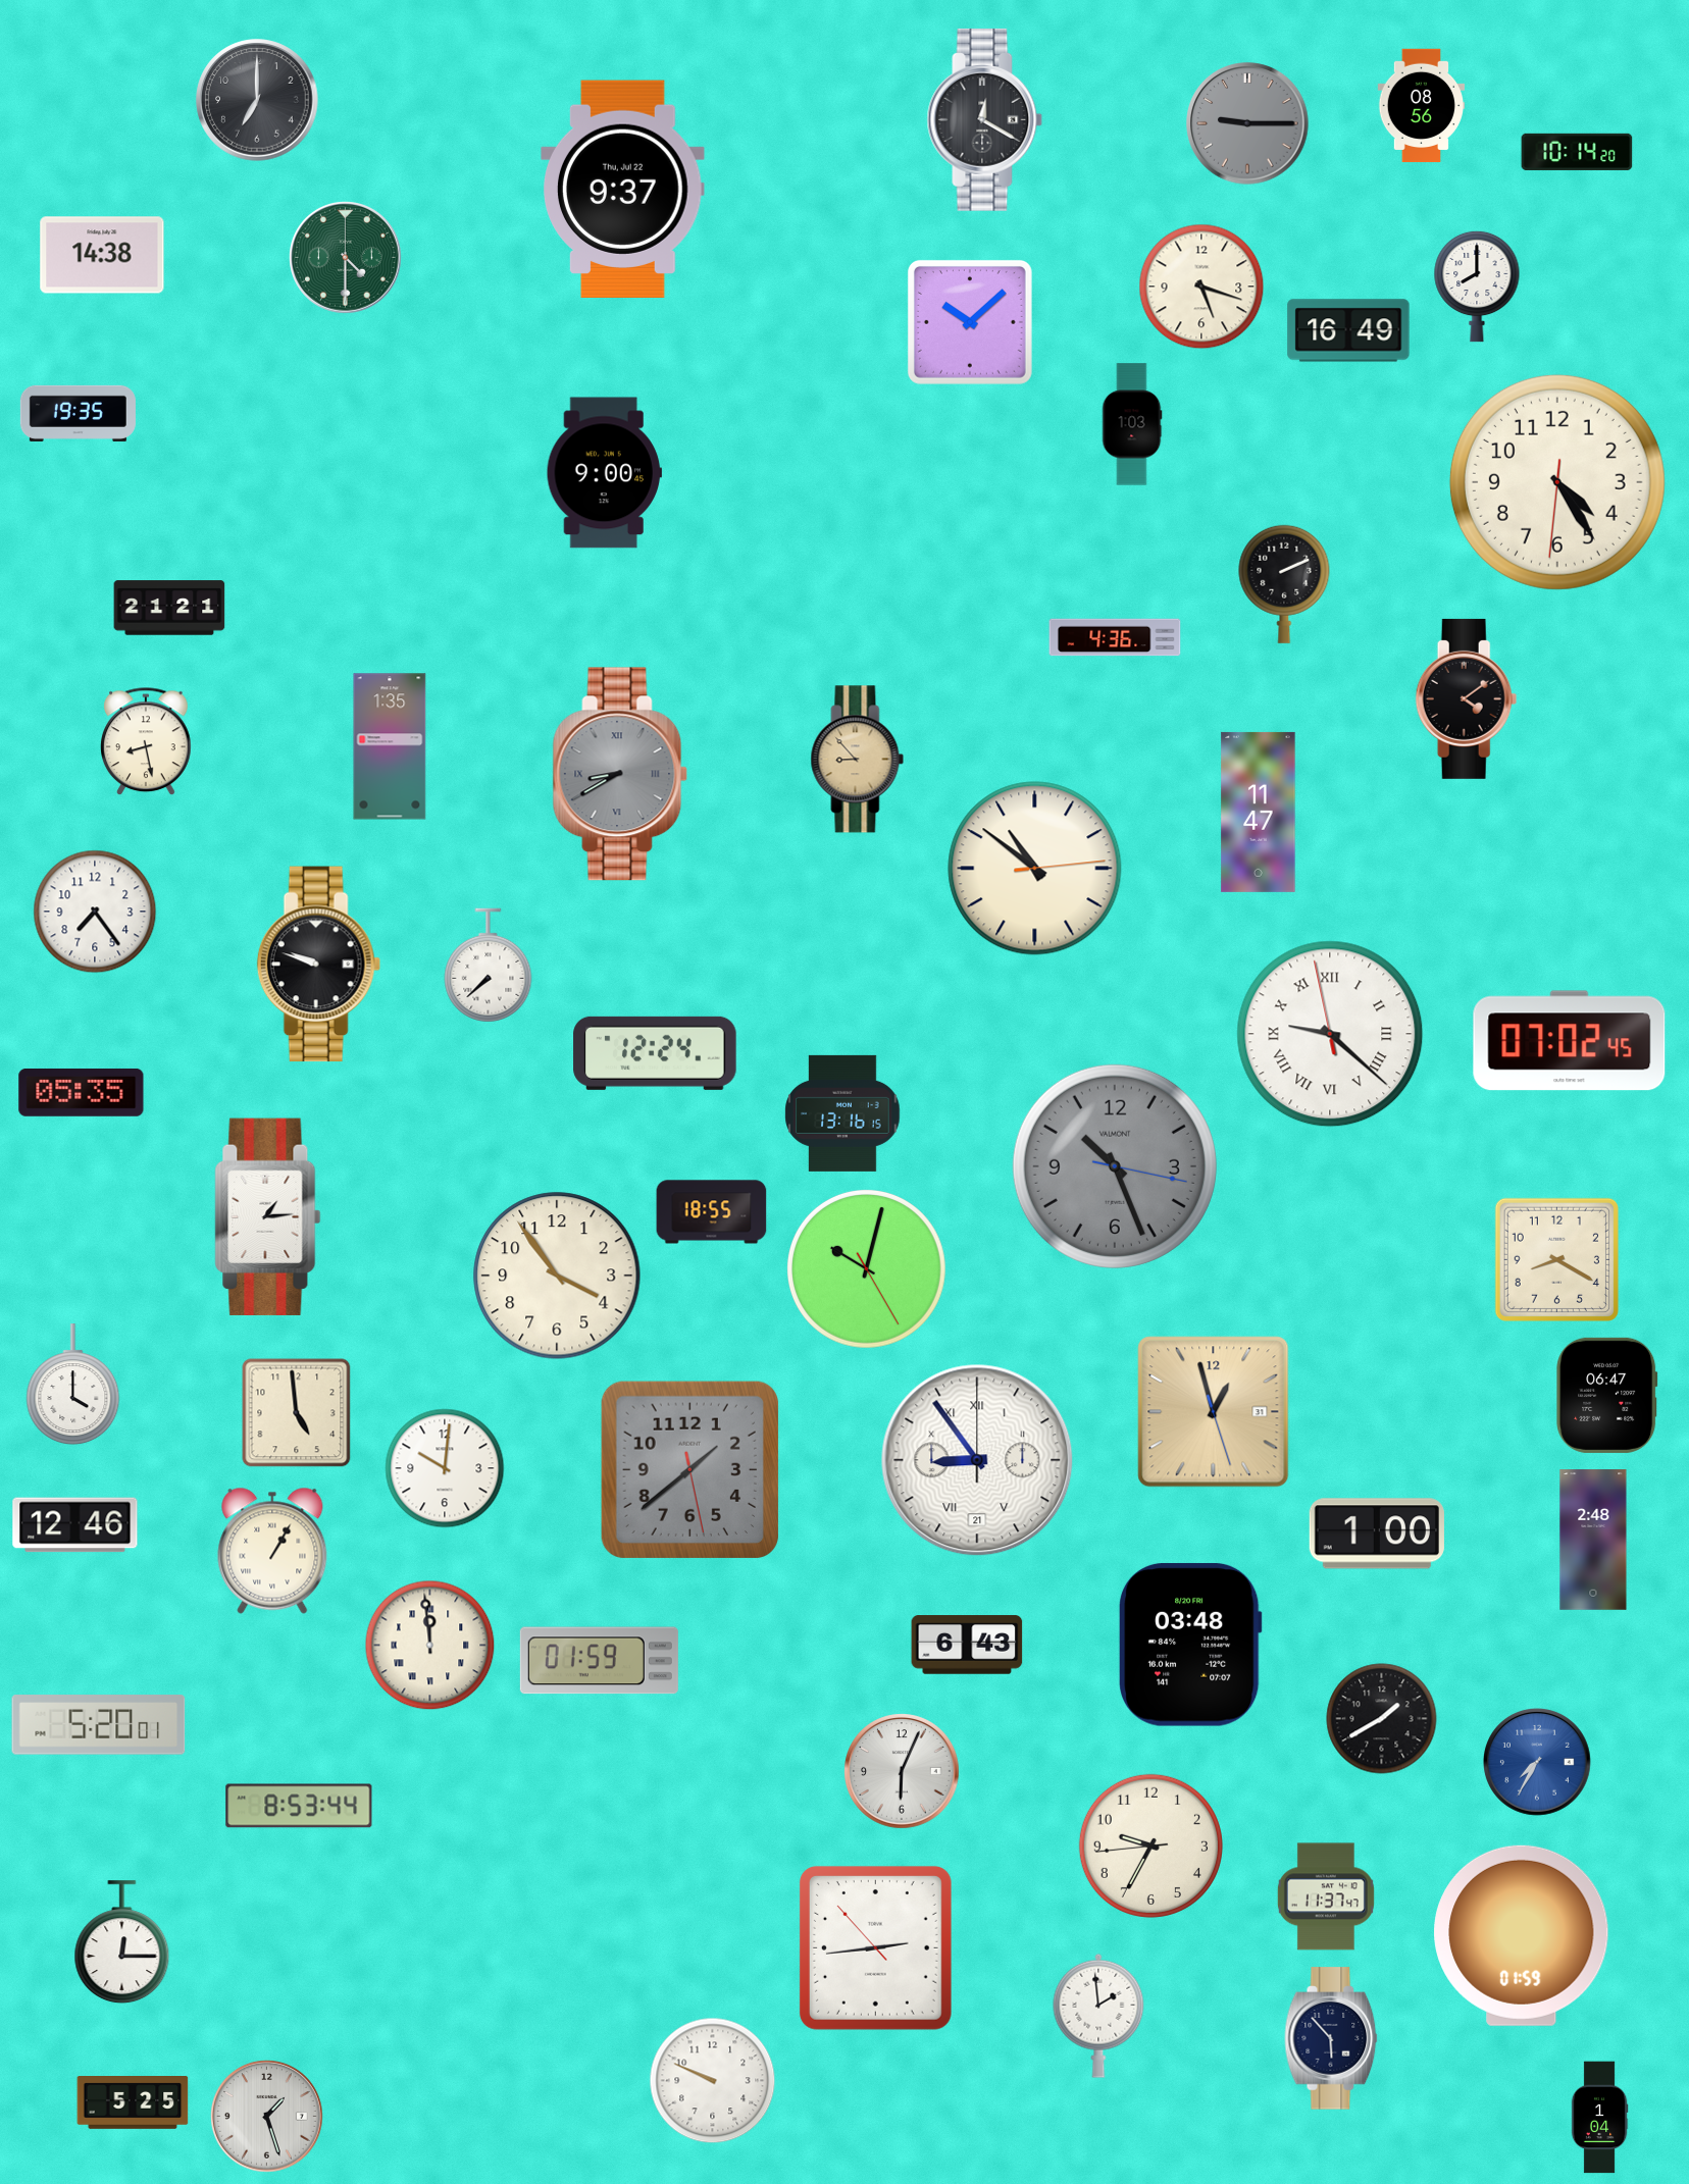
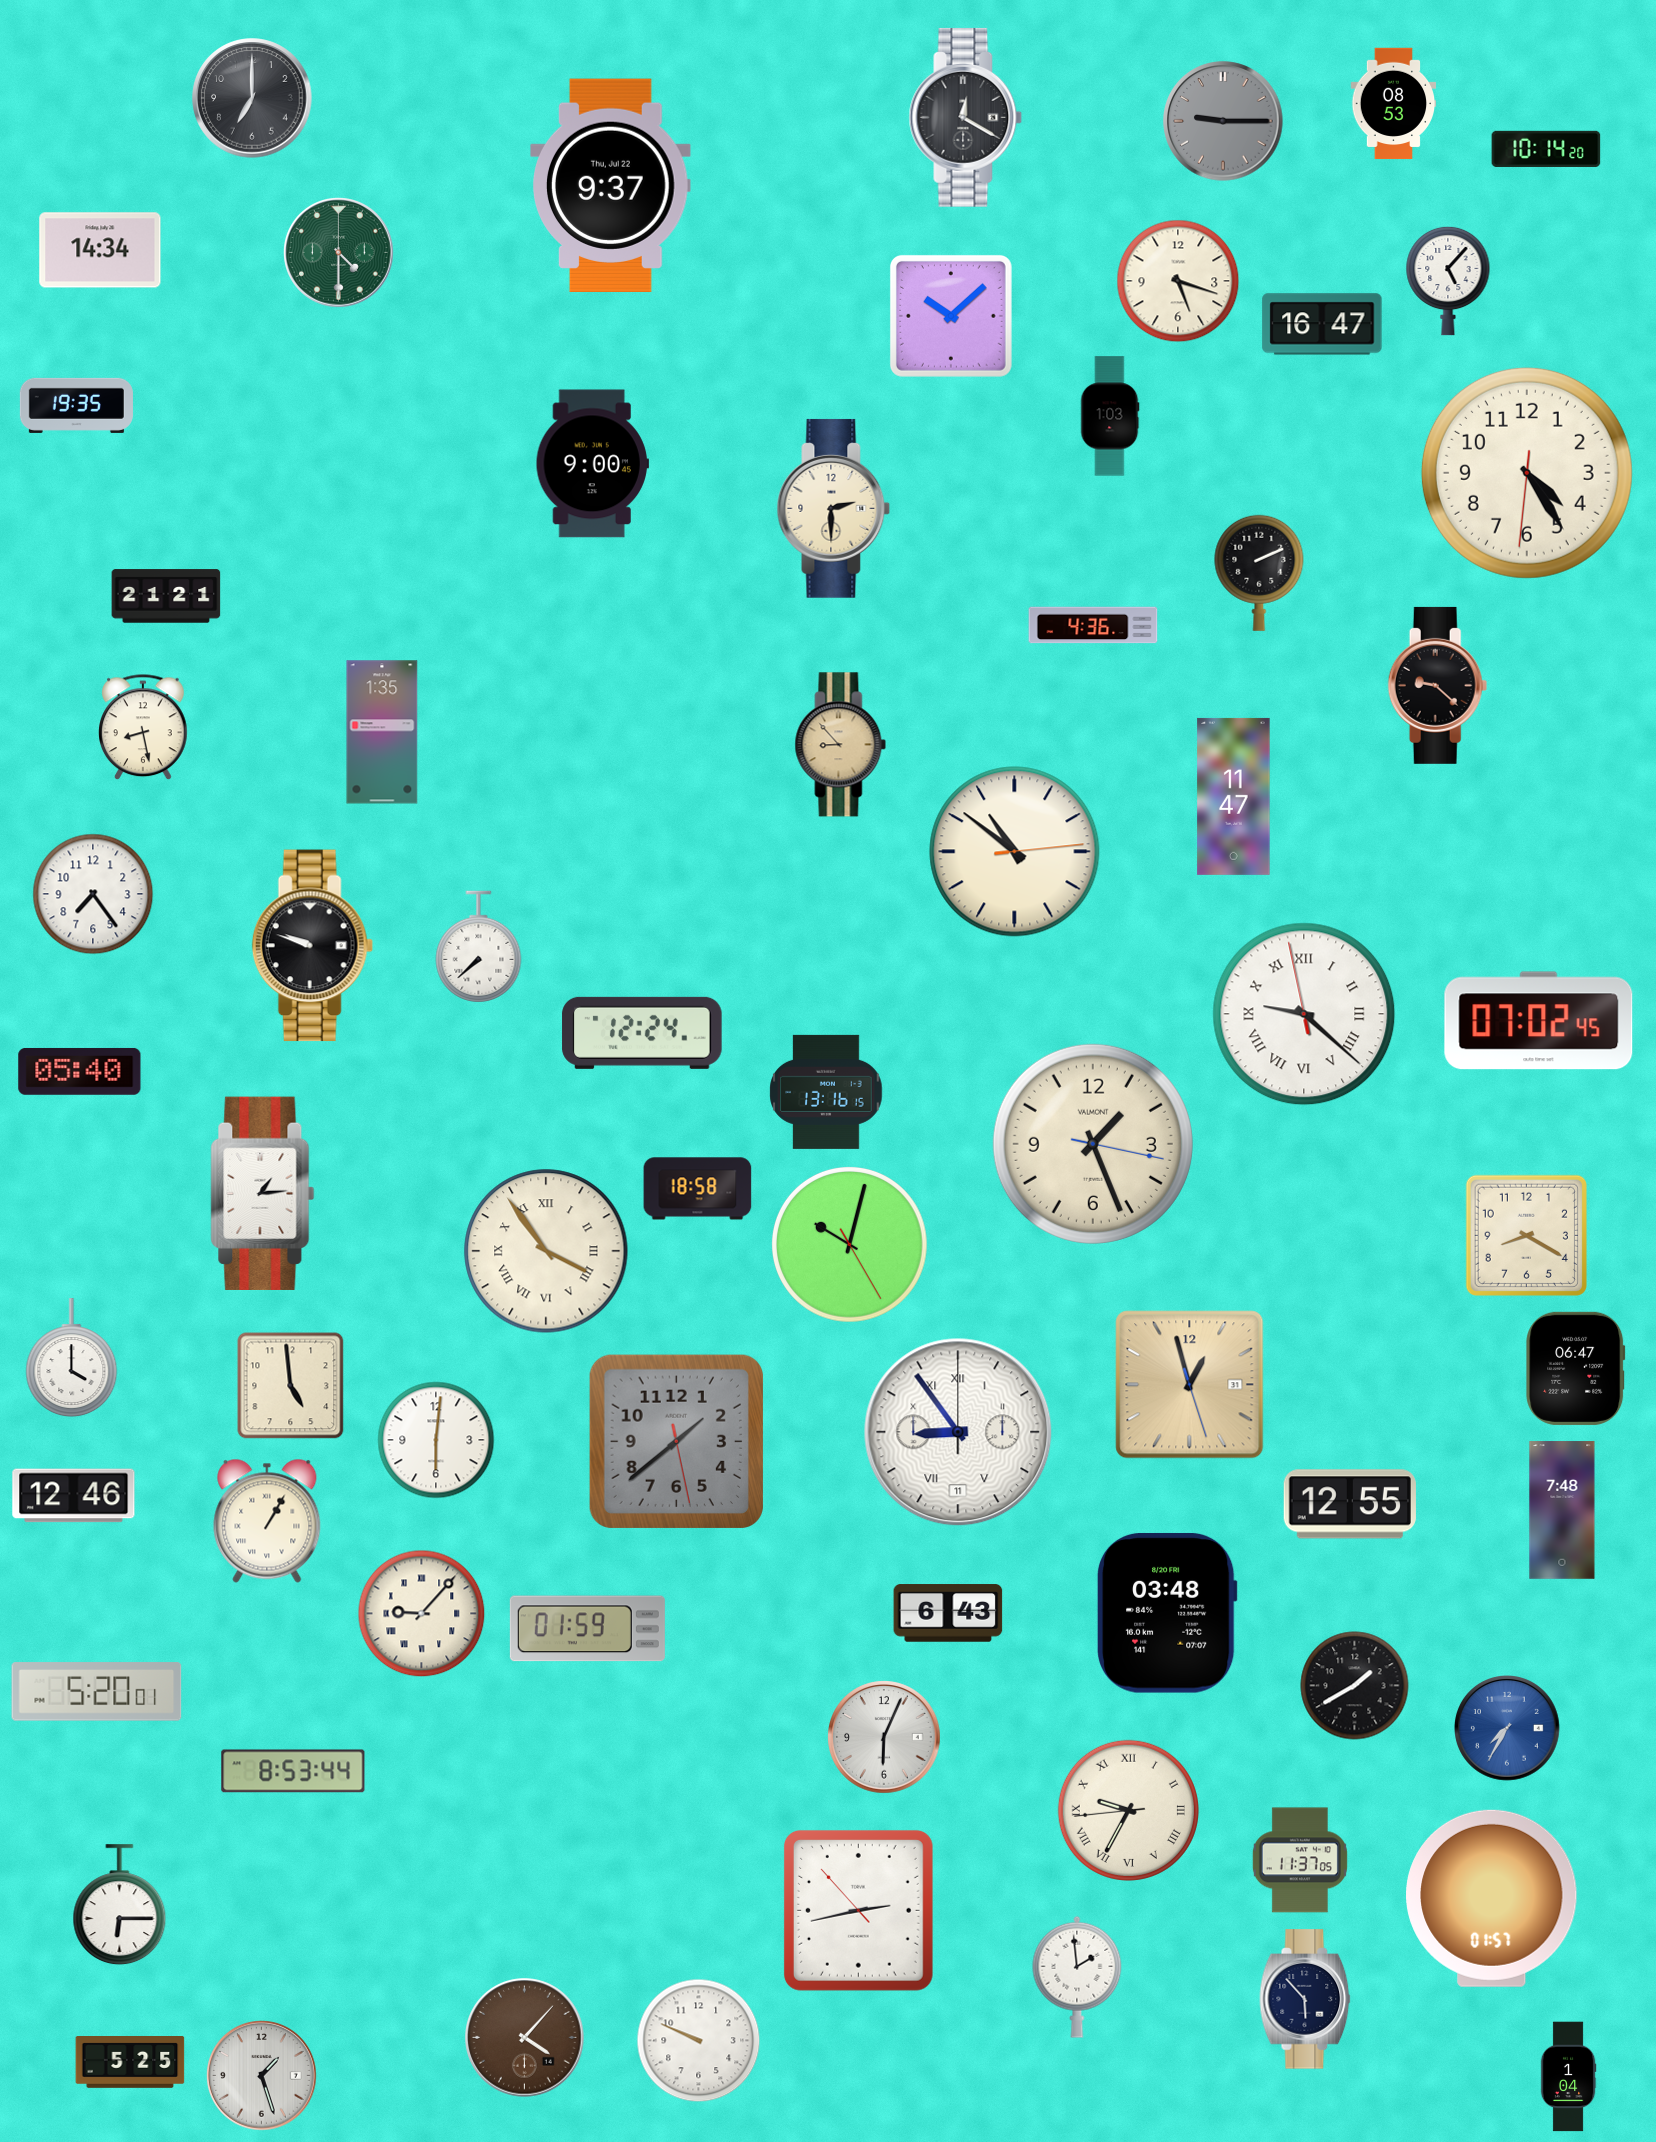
clock at (1422, 106): 08:56 -> 08:53
clock at (102, 255): 14:38 -> 14:34
clock at (1477, 287): 8:00 -> 5:07
clock at (1348, 330): 16:49 -> 16:47
clock at (834, 508): none -> 2:30
clock at (1467, 698): 4:09 -> 9:22
clock at (620, 774): 8:40 -> none
clock at (82, 1092): 05:35 -> 05:40
clock at (1115, 1166): 10:26 -> 1:26
clock at (1115, 1166) dial: grey -> cream
clock at (712, 1212): 18:55 -> 18:58
clock at (557, 1276) numerals: Arabic -> Roman
clock at (977, 1460) date: 21 -> 11
clock at (445, 1468): 10:01 -> 6:01
clock at (1377, 1533): 1:00 -> 12:55
clock at (1593, 1540): 2:48 -> 7:48
clock at (430, 1646): 11:59 -> 9:07
clock at (1150, 1845) numerals: Arabic -> Roman
clock at (1326, 1896): 11:37:47 -> 11:37:05
clock at (1522, 1935): 01:59 -> 01:57
clock at (122, 1942): 12:15 -> 6:15
clock at (875, 1947): 2:43 -> 2:42
clock at (525, 2038): none -> 4:07
